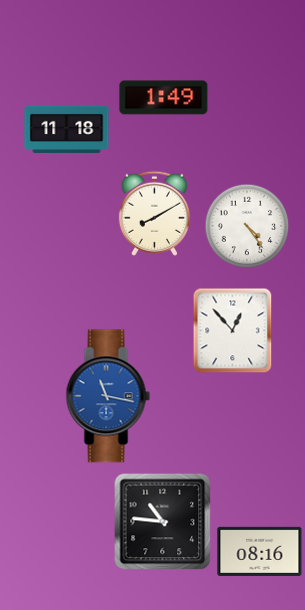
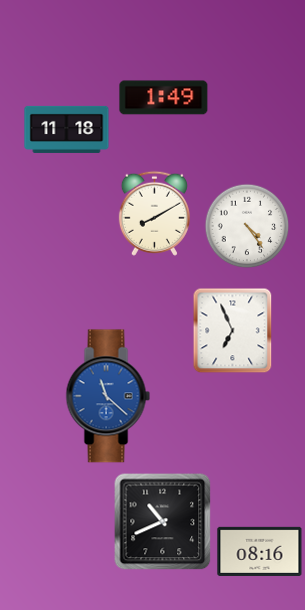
clock at (233, 330): 12:53 -> 6:56
clock at (108, 396): 11:17 -> 11:22
clock at (163, 522): 10:46 -> 10:41
